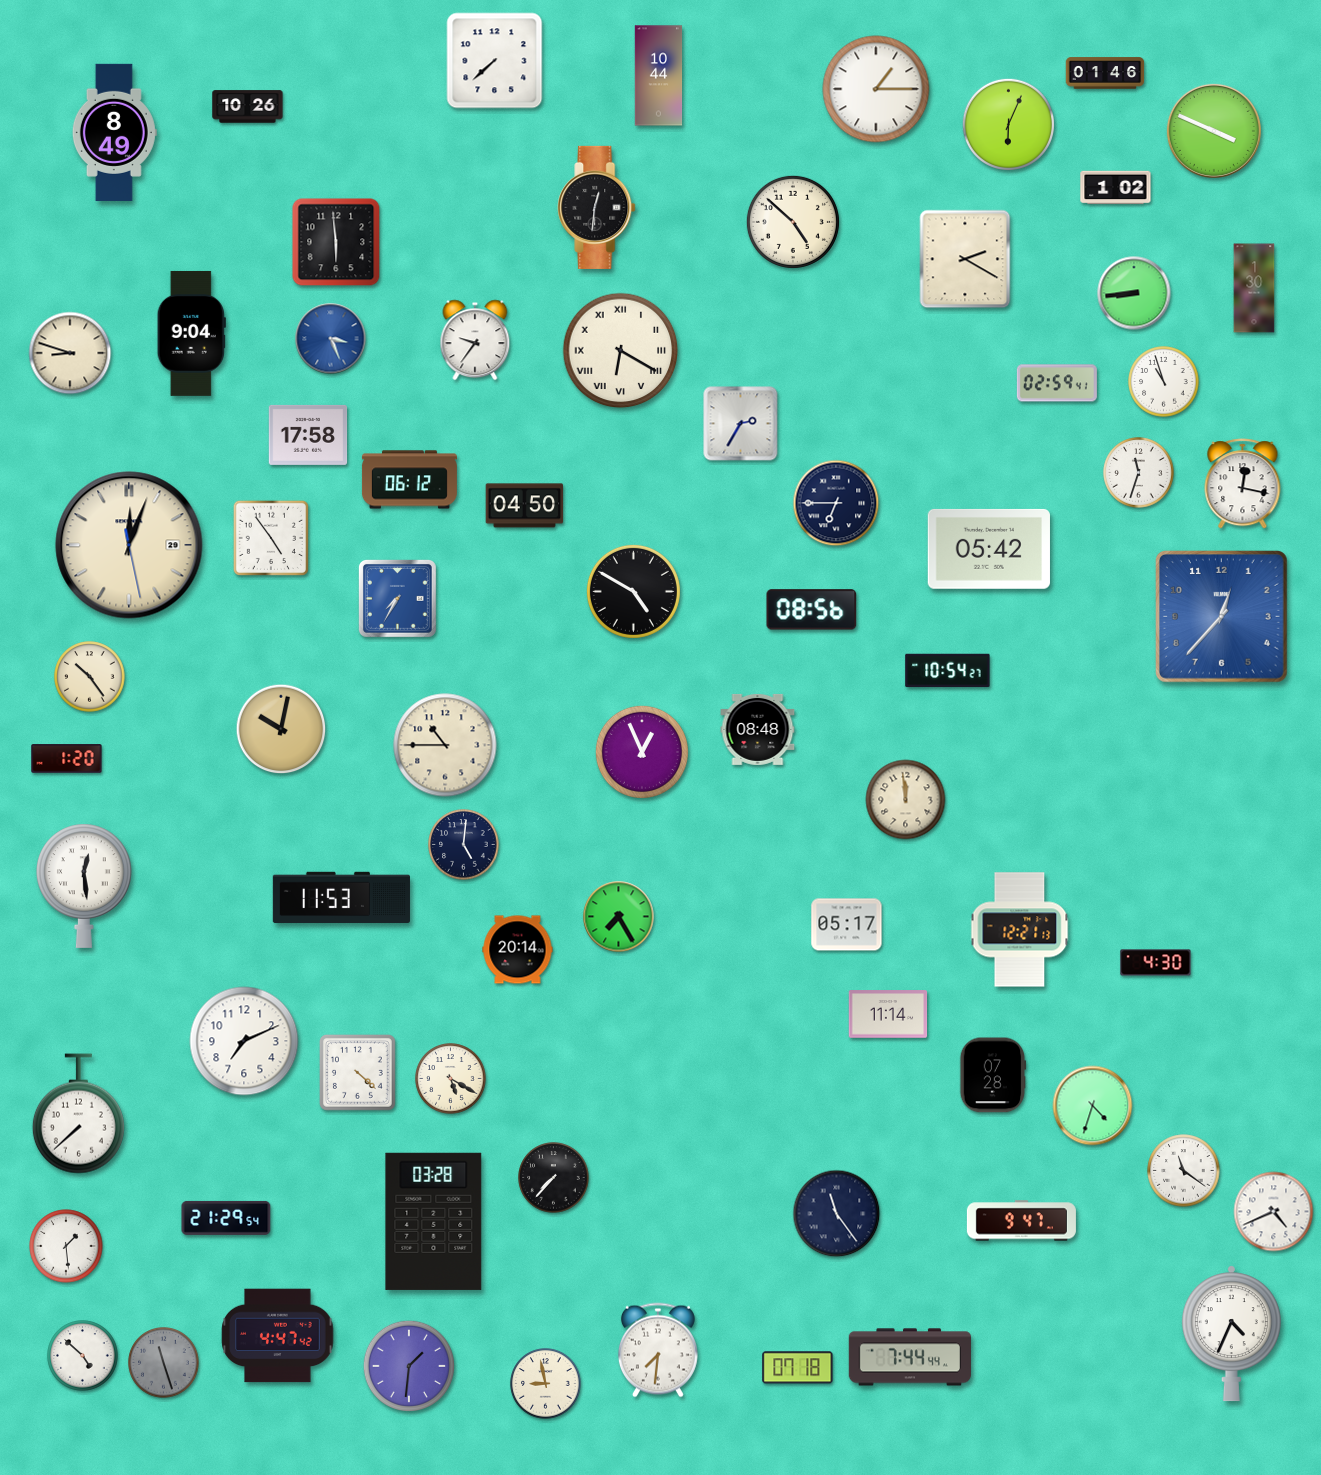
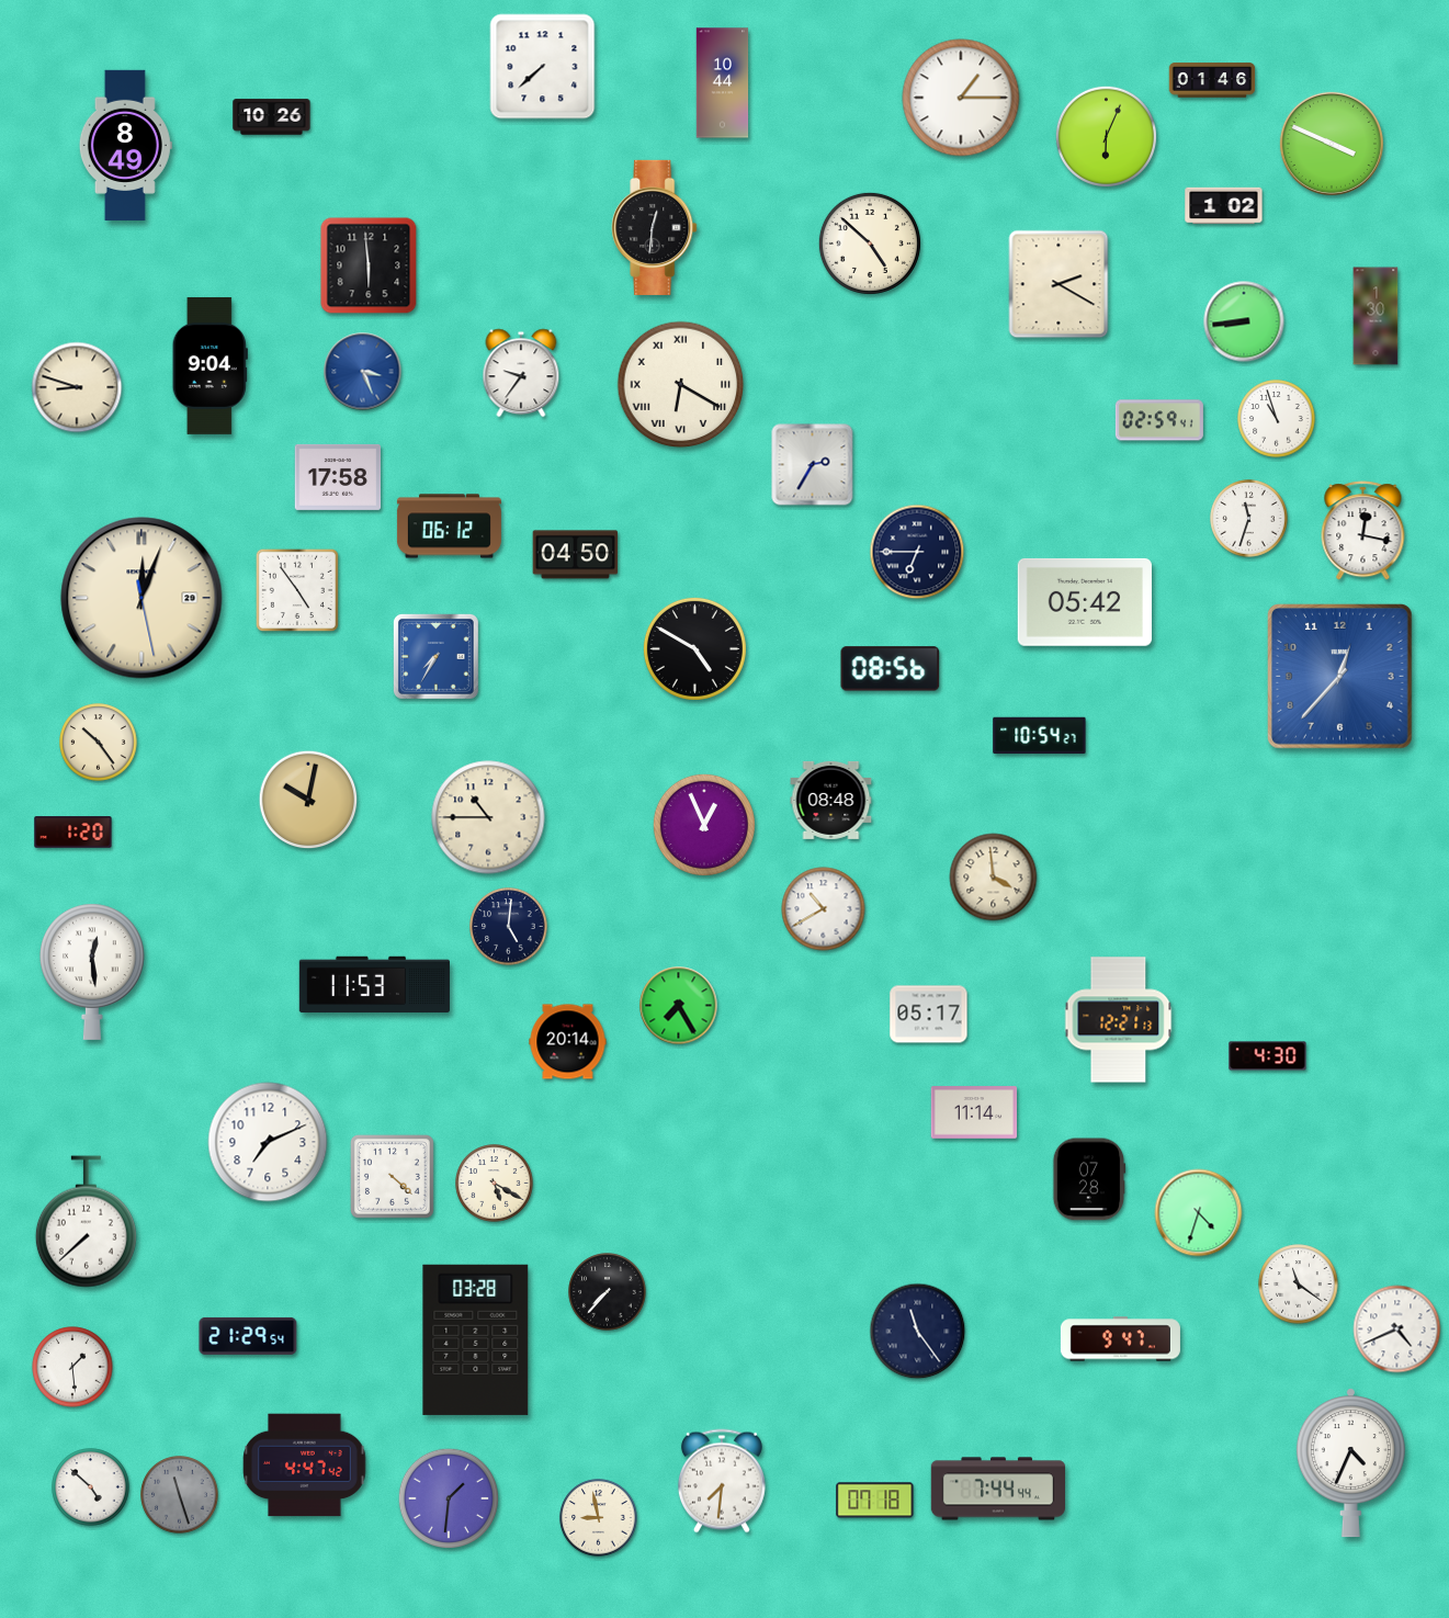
clock at (906, 800): 11:59 -> 3:59
clock at (824, 909): none -> 10:40
